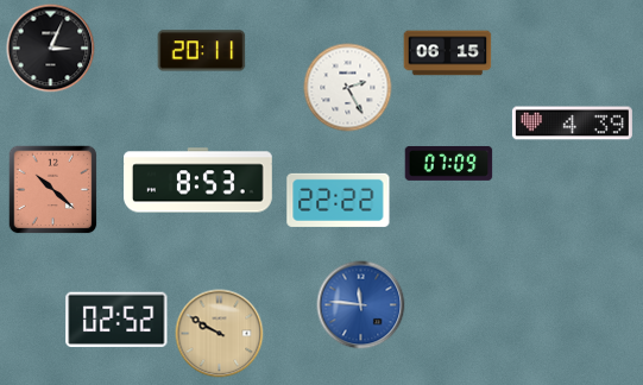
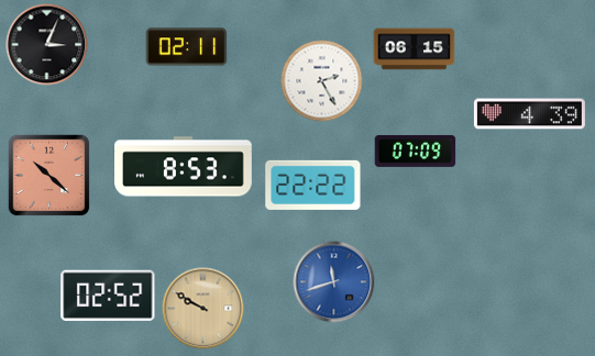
clock at (202, 51): 20:11 -> 02:11
clock at (361, 305): 11:46 -> 11:42
